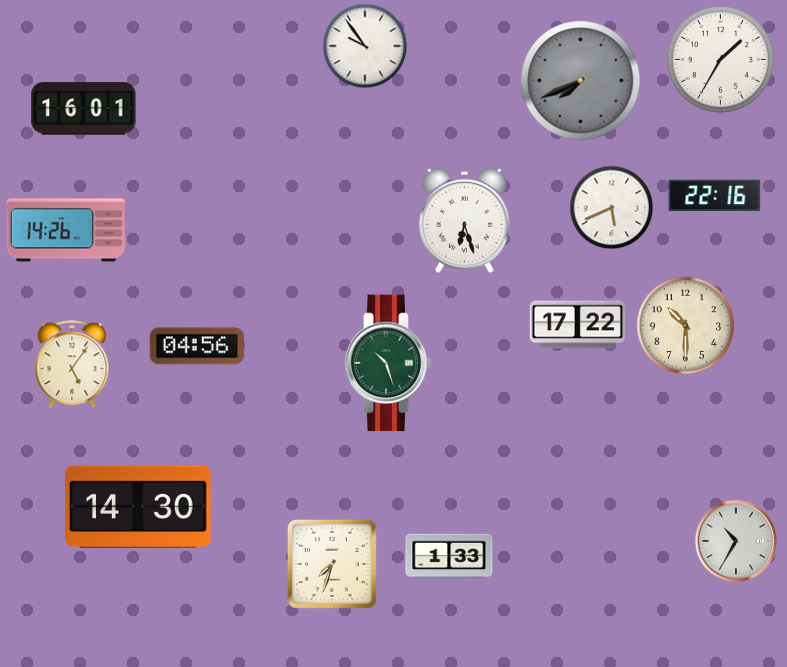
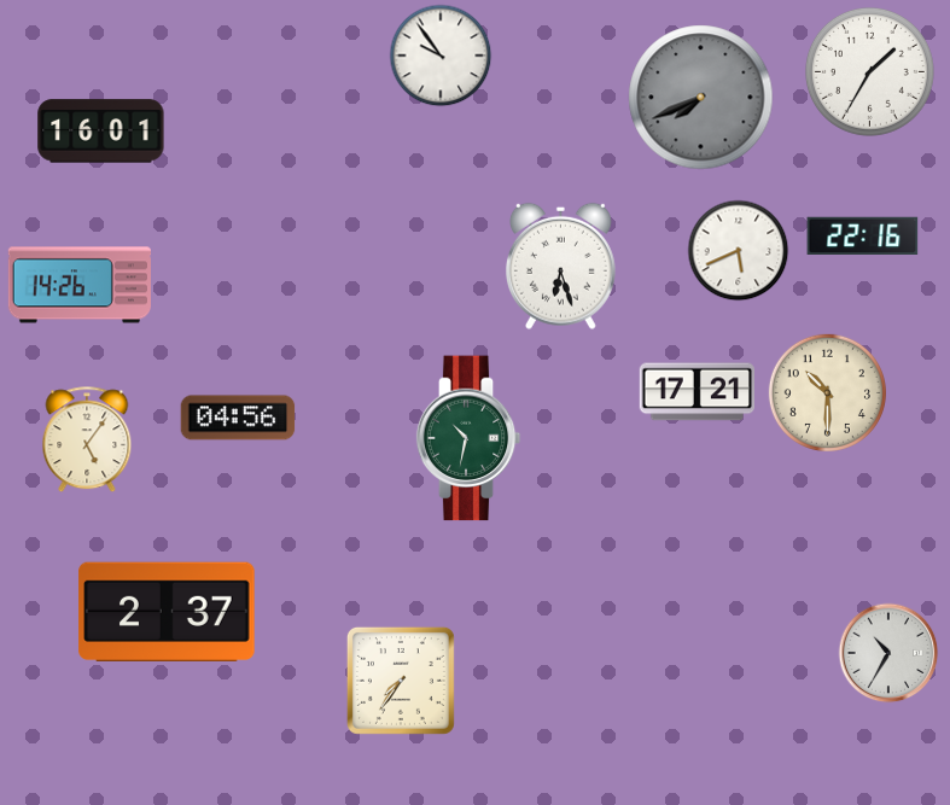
clock at (66, 230) position: (66, 230) -> (80, 285)
clock at (577, 325): 17:22 -> 17:21
clock at (388, 363): 10:27 -> 10:32
clock at (138, 506): 14:30 -> 2:37
clock at (449, 556): 1:33 -> none
clock at (332, 564): 7:33 -> 7:36
